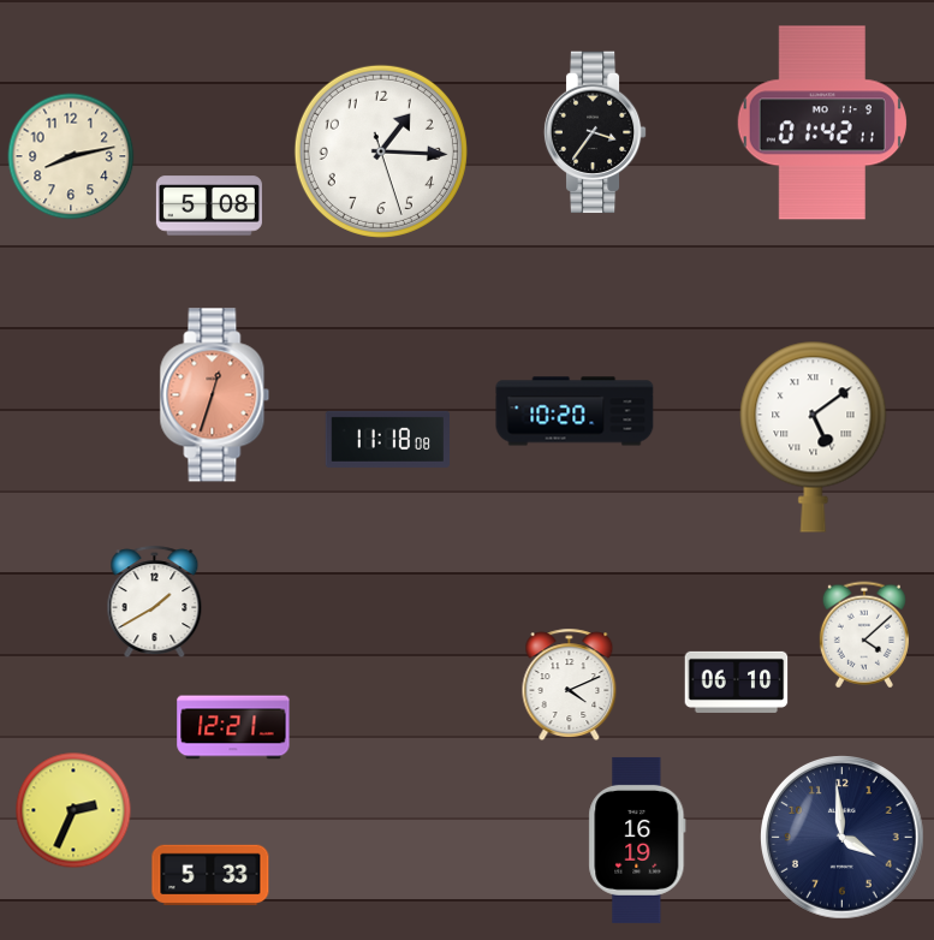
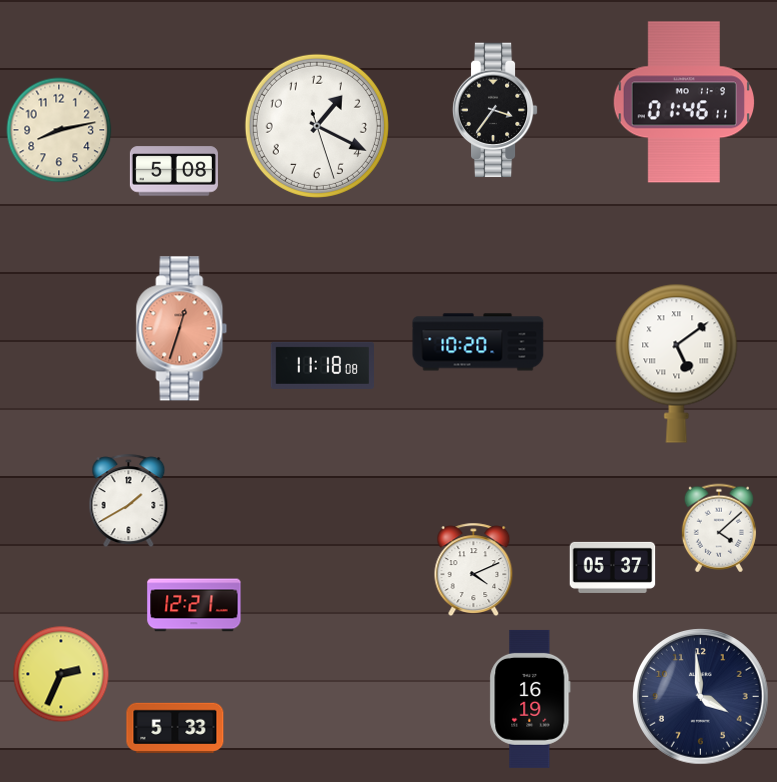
clock at (821, 123): 01:42 -> 01:46
clock at (381, 151): 1:15 -> 1:19
clock at (215, 395) position: (215, 395) -> (182, 329)
clock at (737, 682): 06:10 -> 05:37
